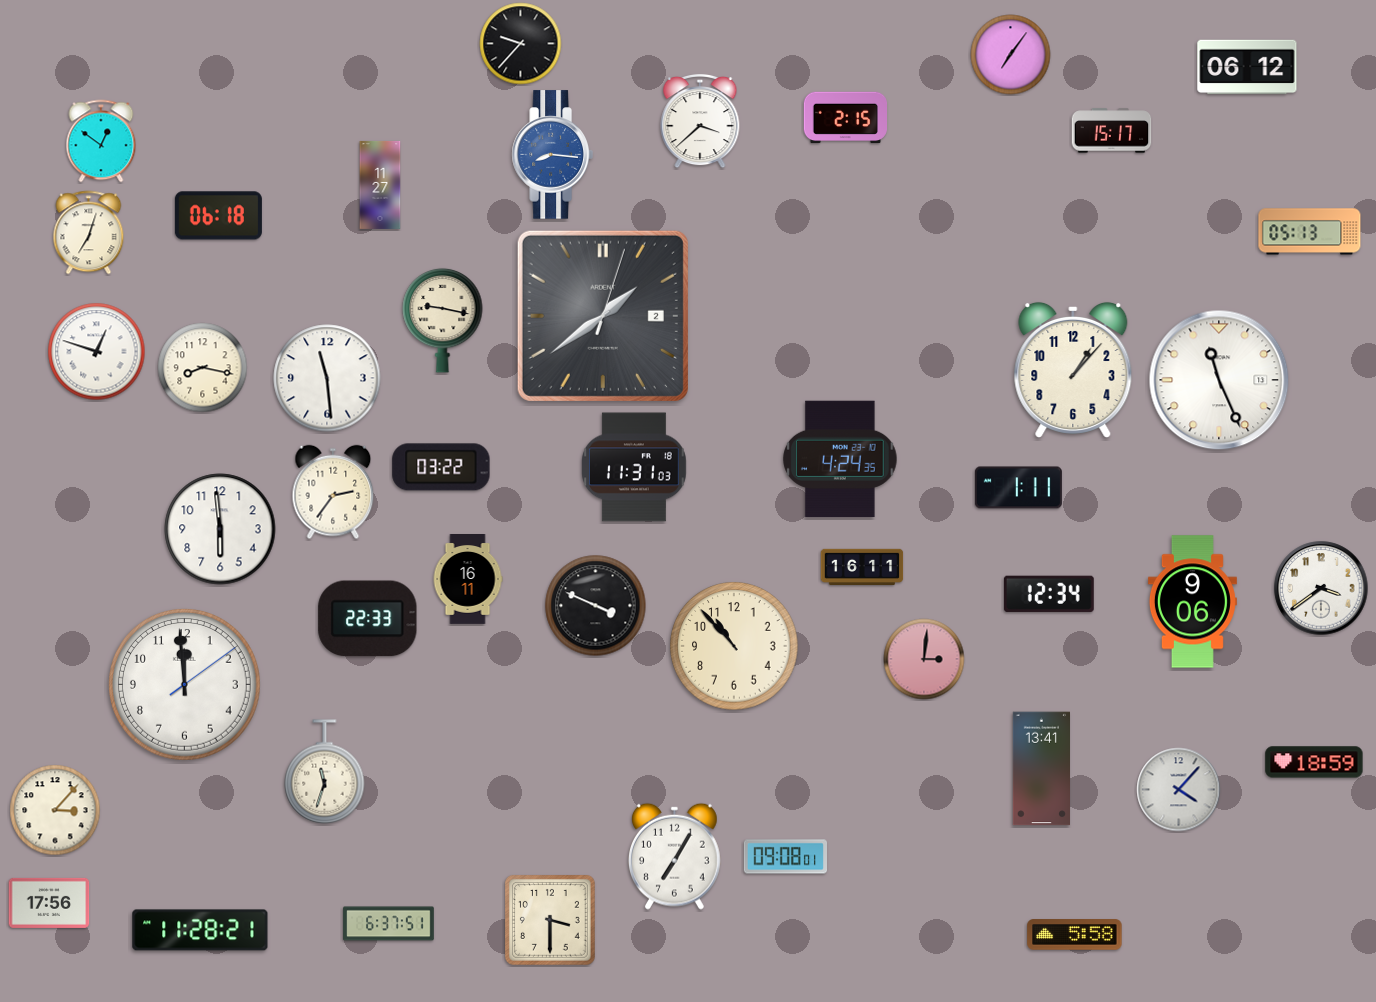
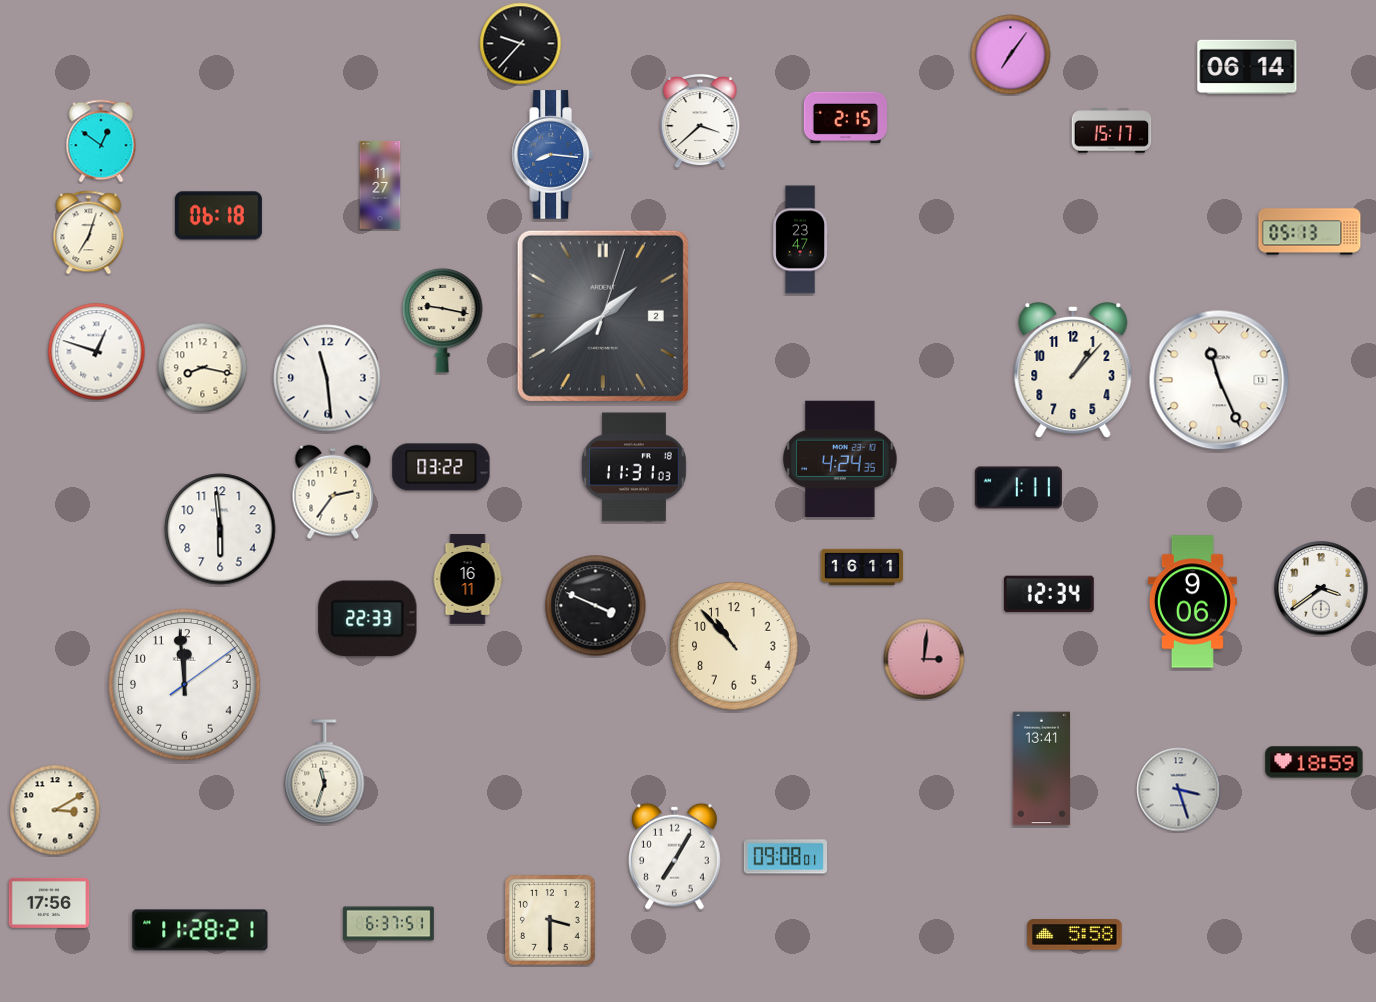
clock at (1247, 67): 06:12 -> 06:14
clock at (800, 240): none -> 23:47
clock at (1179, 790): 4:07 -> 3:27
clock at (55, 810): 3:07 -> 3:10
